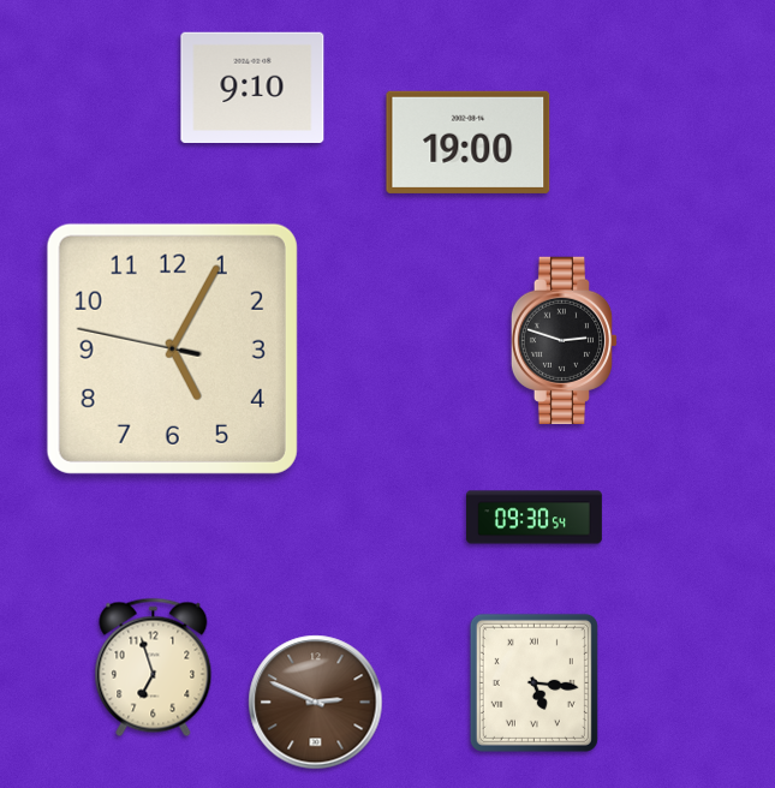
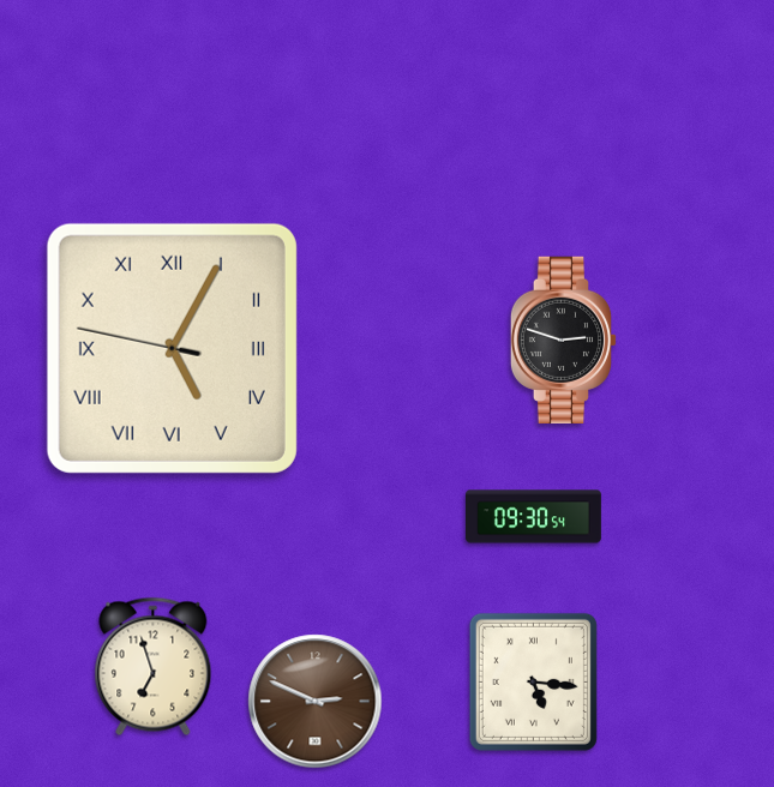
clock at (252, 86): 9:10 -> none
clock at (469, 142): 19:00 -> none
clock at (172, 348) numerals: Arabic -> Roman
